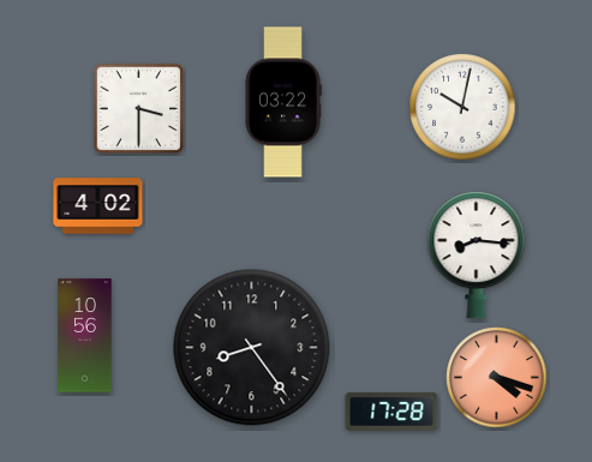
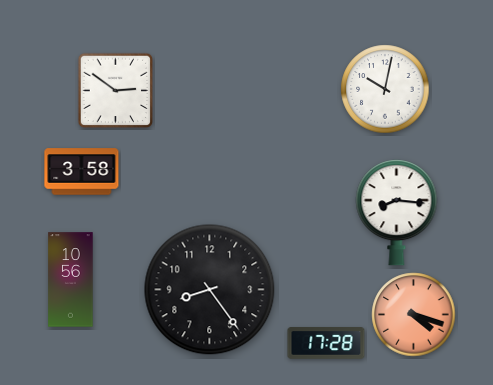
clock at (283, 102): 03:22 -> none
clock at (139, 109): 3:30 -> 2:51
clock at (98, 206): 4:02 -> 3:58
